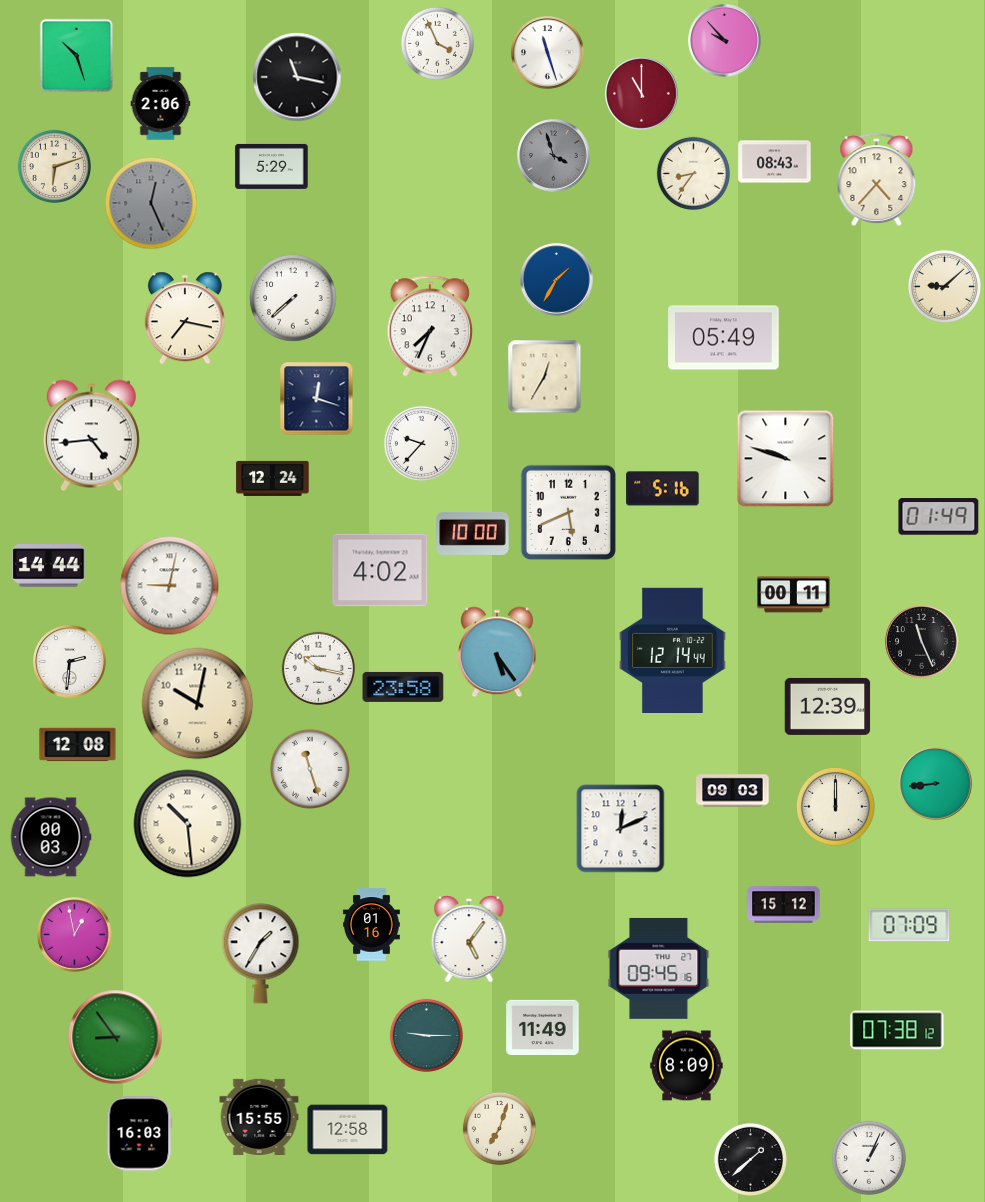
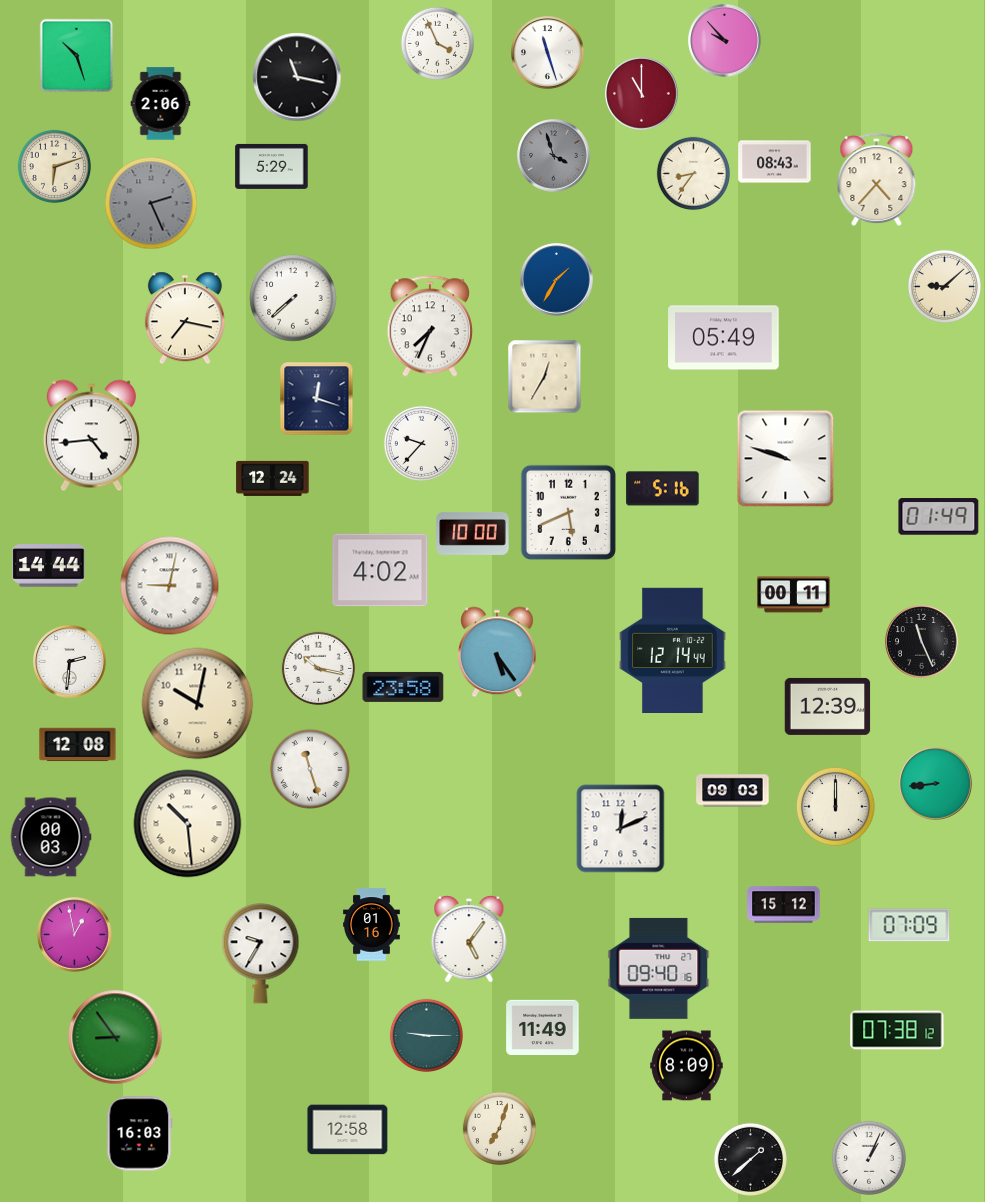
clock at (151, 203): 12:26 -> 2:26
clock at (261, 954): 1:35 -> 9:35
clock at (659, 968): 09:45 -> 09:40
clock at (259, 1117): 15:55 -> none
